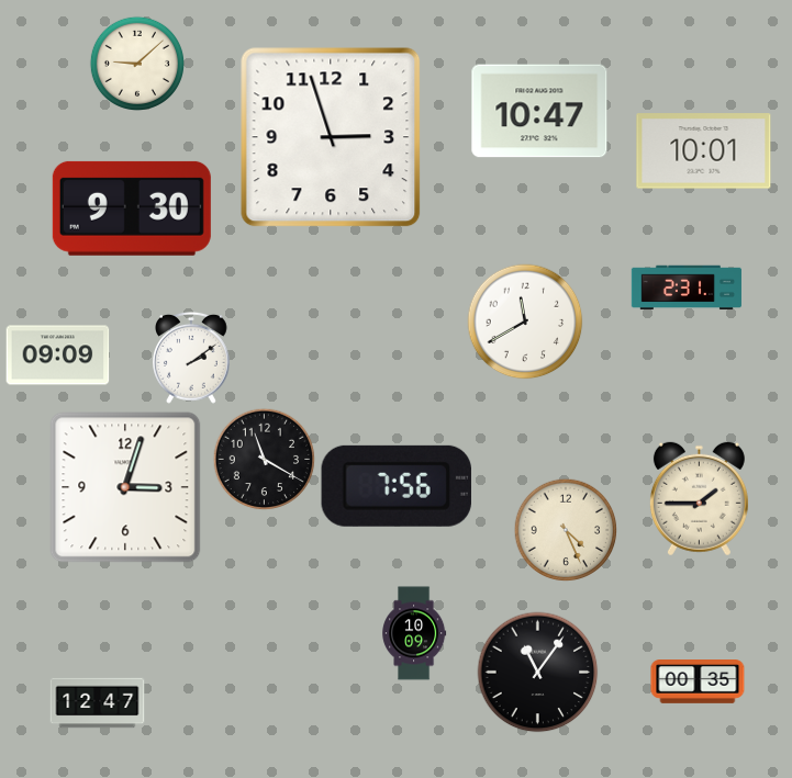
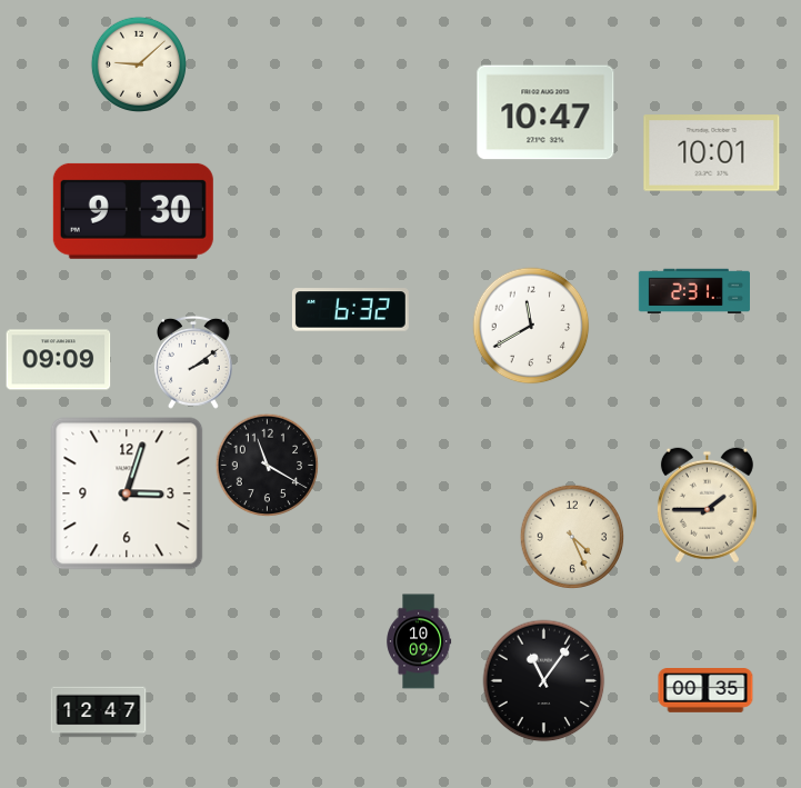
clock at (331, 137): 2:57 -> none
clock at (350, 310): none -> 6:32
clock at (397, 486): 7:56 -> none
